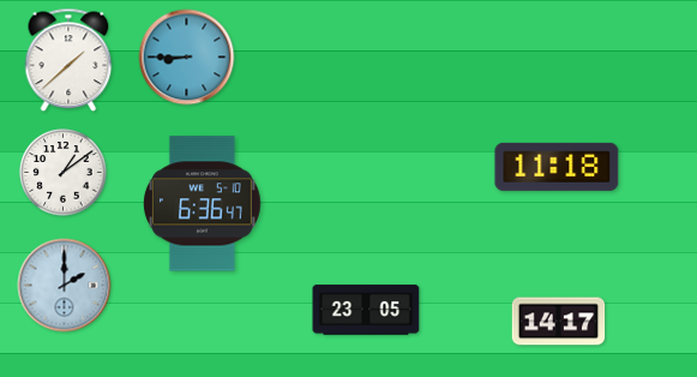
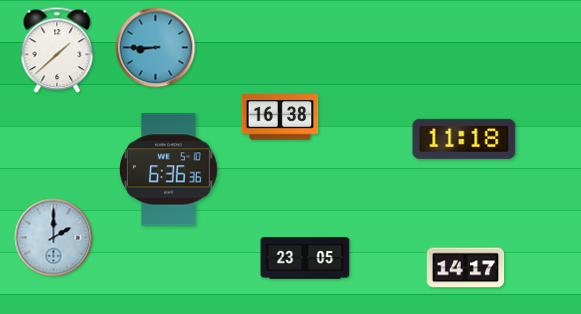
clock at (280, 117): none -> 16:38
clock at (64, 173): 1:09 -> none
clock at (203, 204): 6:36:47 -> 6:36:36
